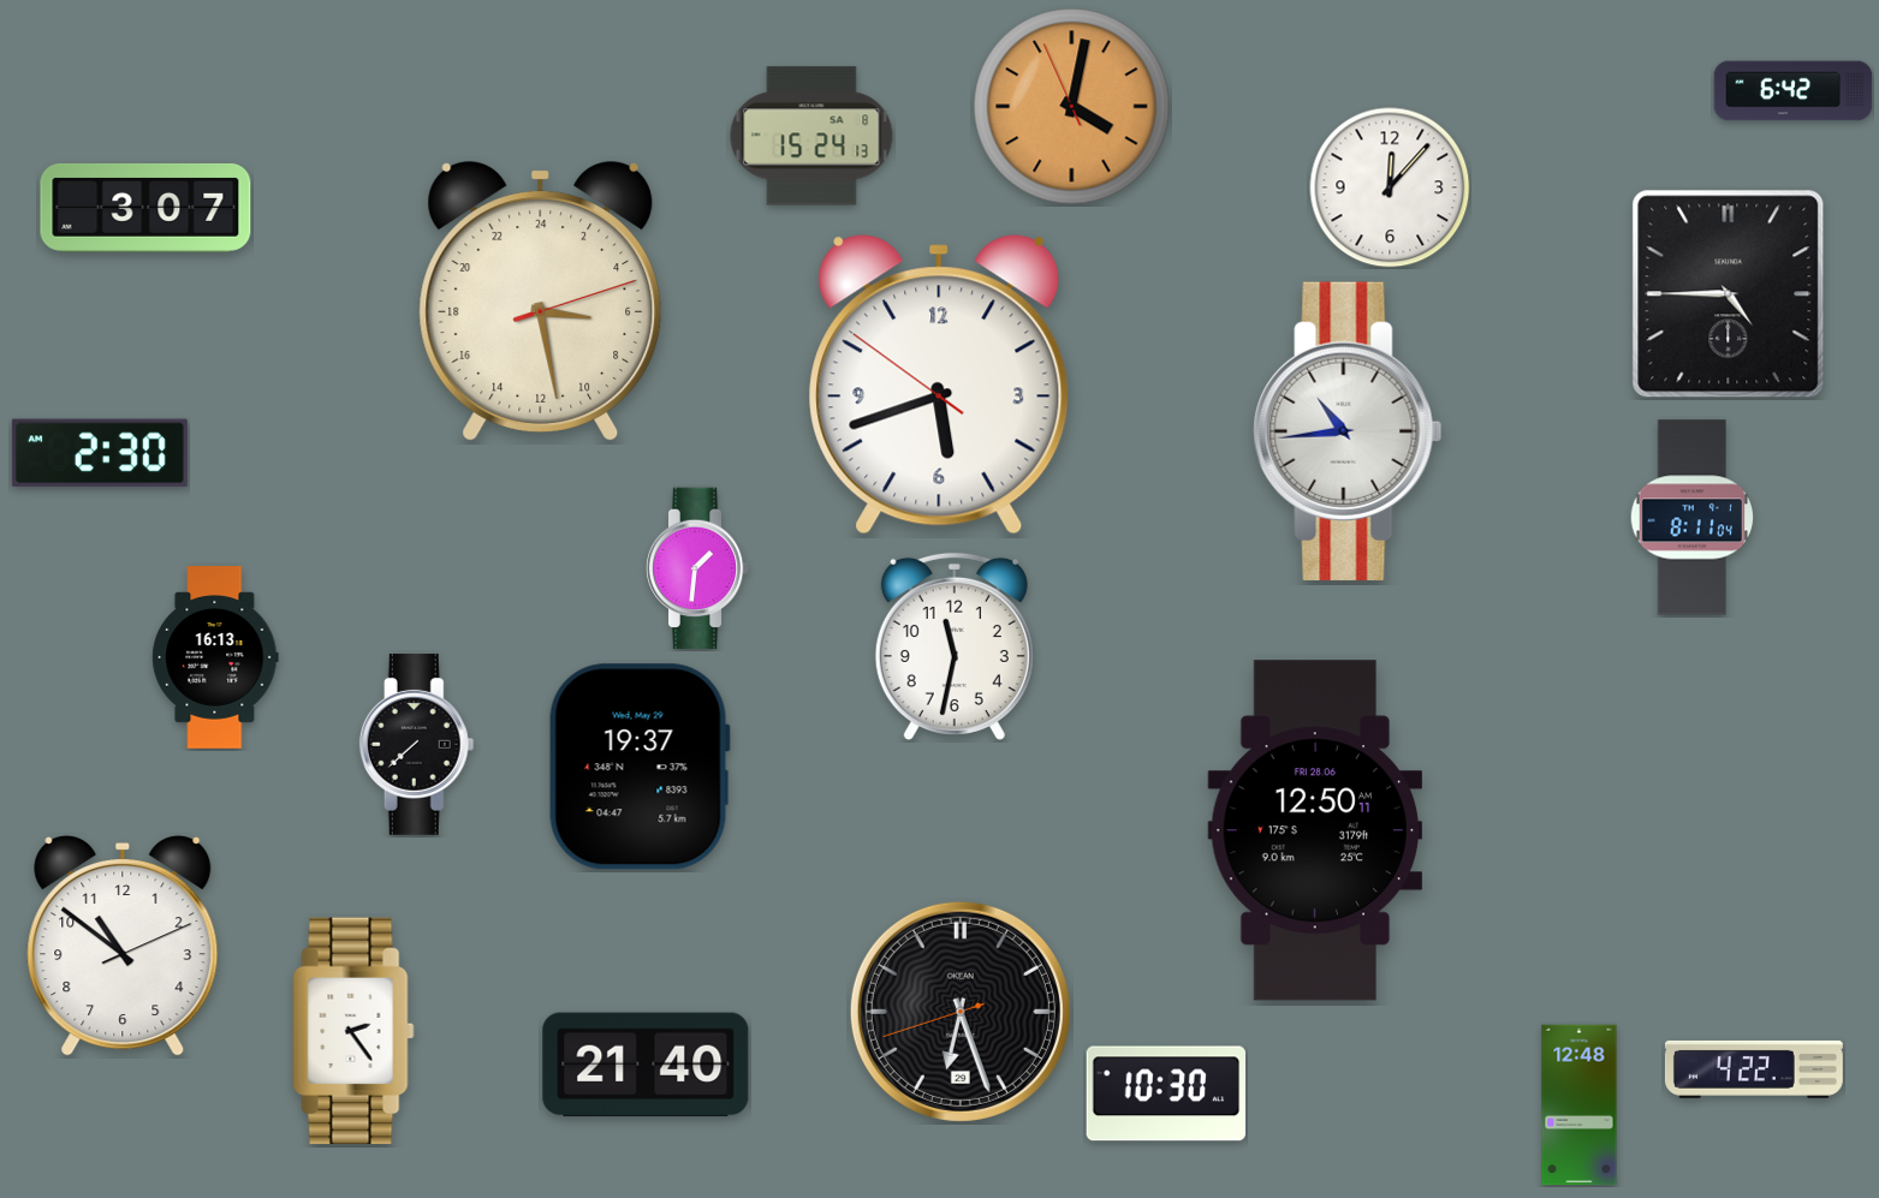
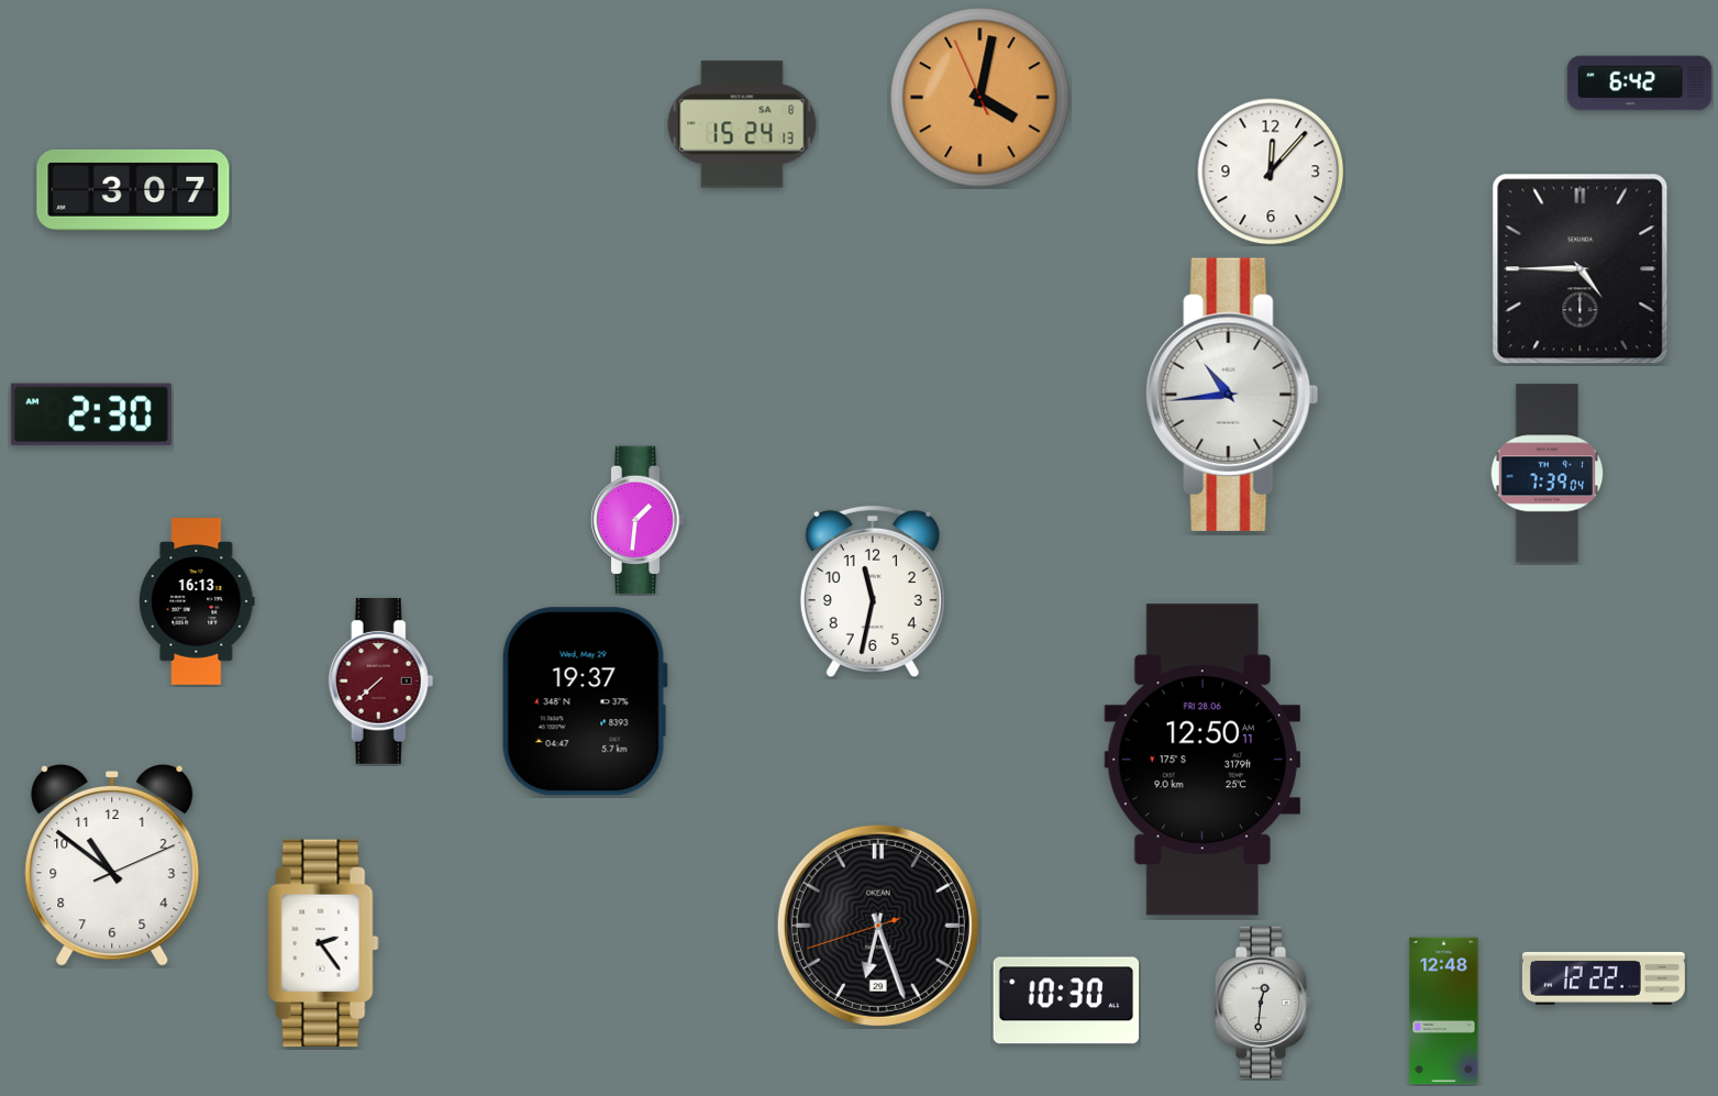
clock at (541, 302): 6:28 -> none
clock at (939, 385): 5:41 -> none
clock at (1693, 518): 8:11 -> 7:39
clock at (417, 744) dial: black -> burgundy
clock at (646, 1065): 21:40 -> none
clock at (1754, 1069): 4:22 -> 12:22
clock at (1263, 1003): none -> 12:31
